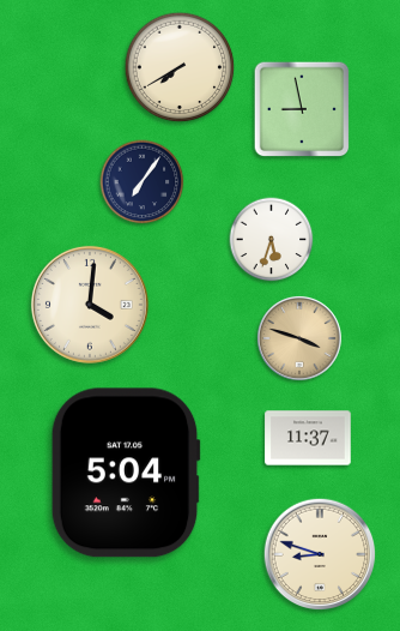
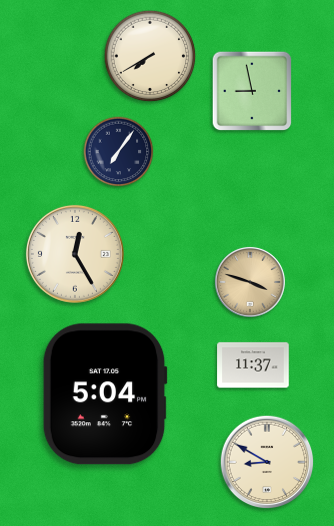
clock at (272, 240): 5:33 -> none
clock at (90, 305): 4:01 -> 12:25
clock at (308, 438) position: (308, 438) -> (253, 365)
clock at (320, 554): 8:48 -> 8:50
